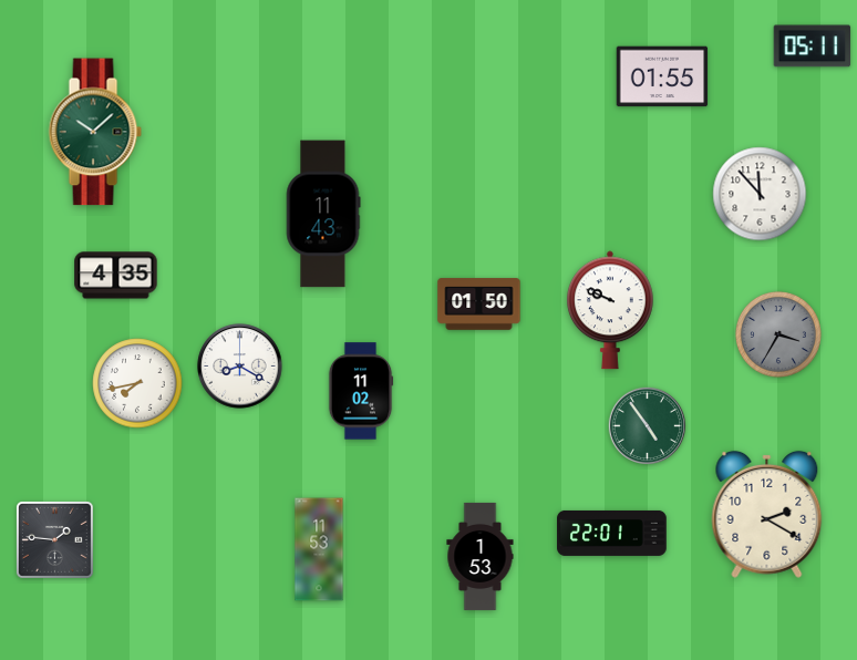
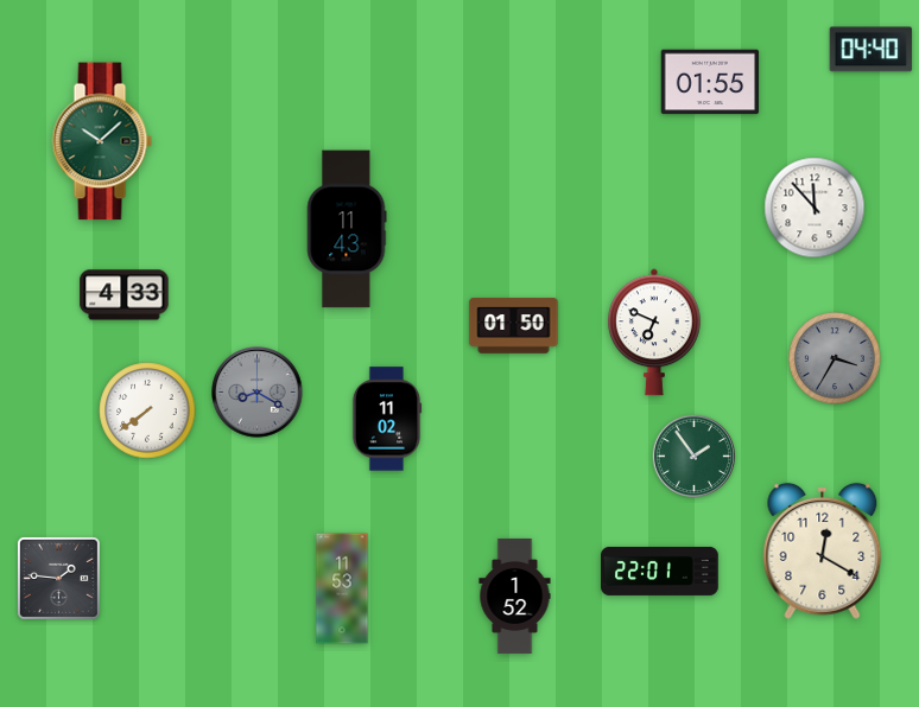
clock at (813, 47): 05:11 -> 04:40
clock at (116, 276): 4:35 -> 4:33
clock at (610, 310): 9:49 -> 6:49
clock at (240, 367) dial: white -> grey
clock at (137, 383): 7:43 -> 7:39
clock at (647, 425): 4:54 -> 1:54
clock at (767, 514): 2:20 -> 12:20
clock at (612, 533) position: (612, 533) -> (660, 571)
clock at (481, 556): 1:53 -> 1:52
